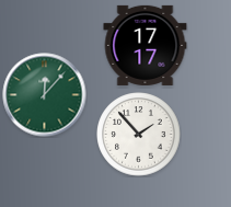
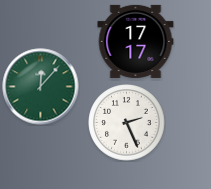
clock at (146, 45) position: (146, 45) -> (136, 41)
clock at (139, 135): 1:53 -> 2:26
